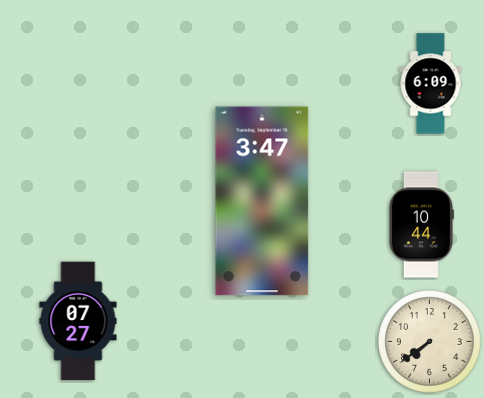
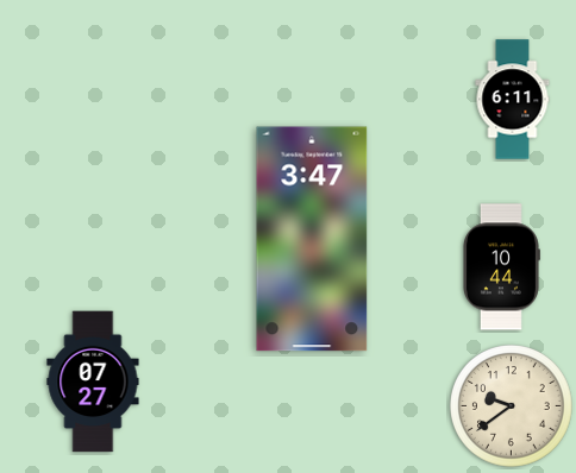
clock at (431, 84): 6:09 -> 6:11
clock at (430, 342): 7:39 -> 9:39
